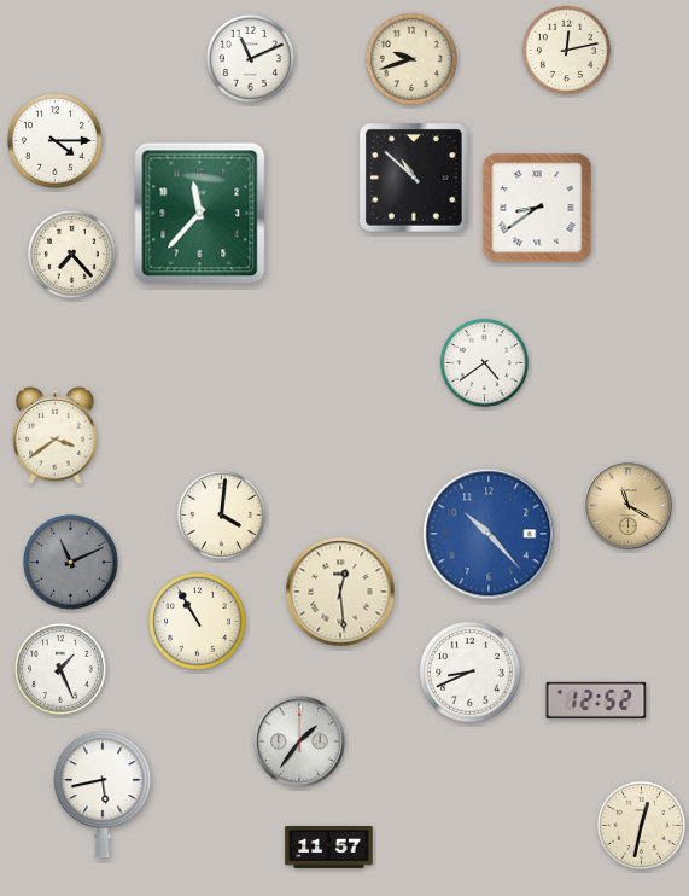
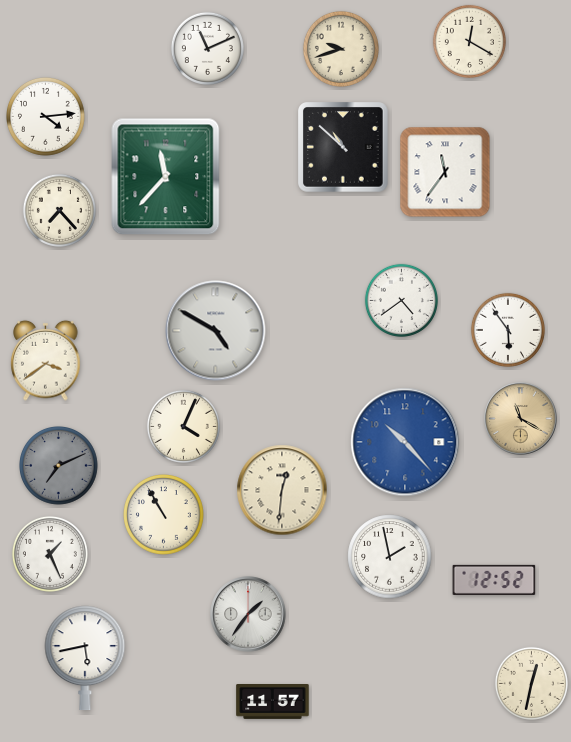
clock at (566, 50): 12:13 -> 12:20
clock at (56, 141): 4:15 -> 4:14
clock at (537, 208): 8:39 -> 11:36
clock at (508, 330): none -> 5:54
clock at (216, 331): none -> 4:50
clock at (221, 514): 4:01 -> 4:04
clock at (71, 563): 11:11 -> 7:11
clock at (340, 592): 12:29 -> 12:31
clock at (471, 673): 8:41 -> 1:58
